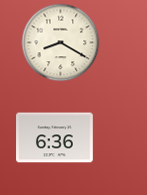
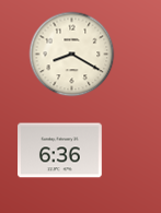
clock at (60, 42) position: (60, 42) -> (71, 54)
